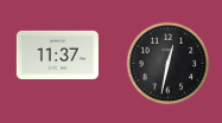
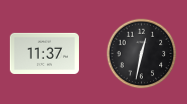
clock at (57, 54) position: (57, 54) -> (44, 53)
